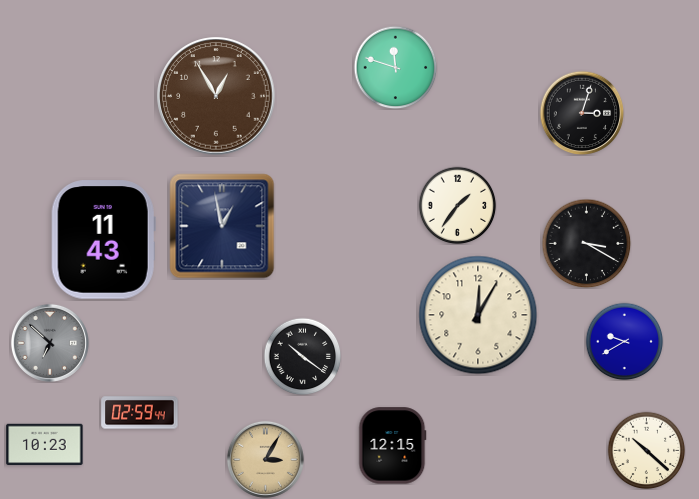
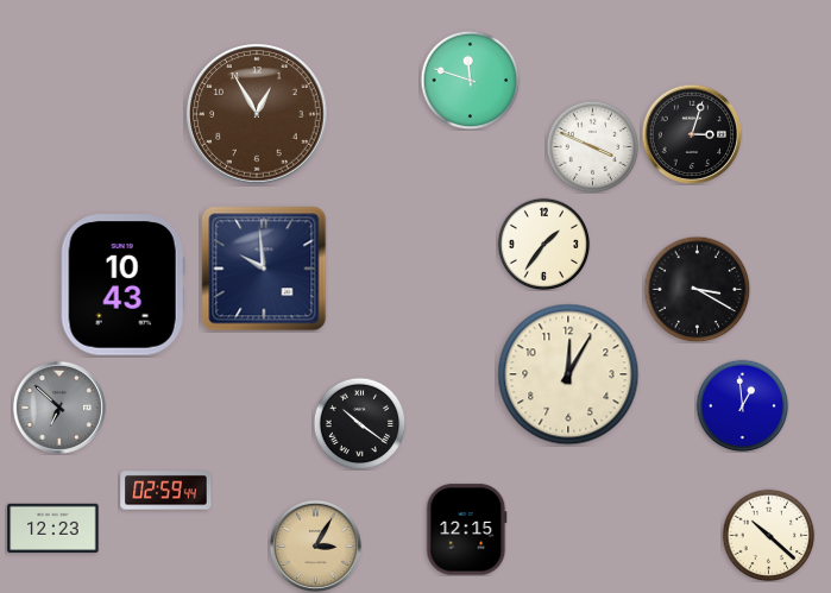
clock at (592, 146): none -> 3:49
clock at (222, 226): 12:58 -> 9:59
clock at (103, 240): 11:43 -> 10:43
clock at (624, 341): 9:40 -> 12:59
clock at (45, 445): 10:23 -> 12:23
